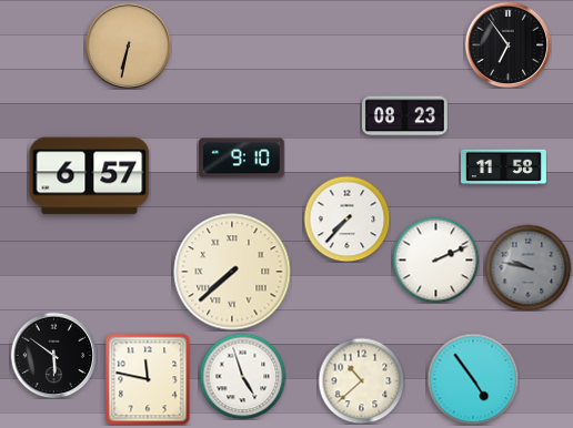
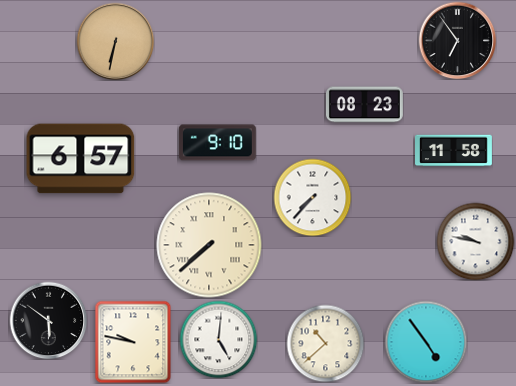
clock at (435, 259): 2:11 -> none
clock at (527, 267) dial: grey -> white
clock at (242, 376): 4:57 -> 5:01
clock at (148, 379): 11:47 -> 9:47
